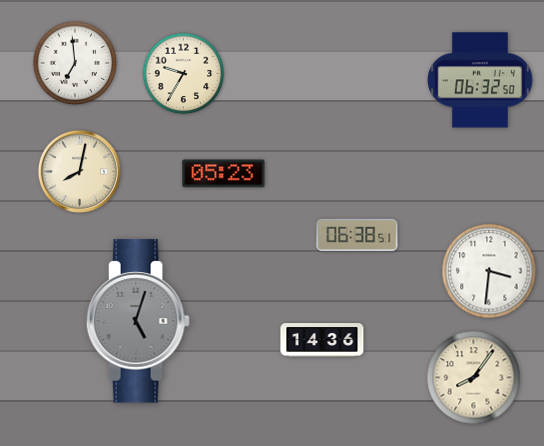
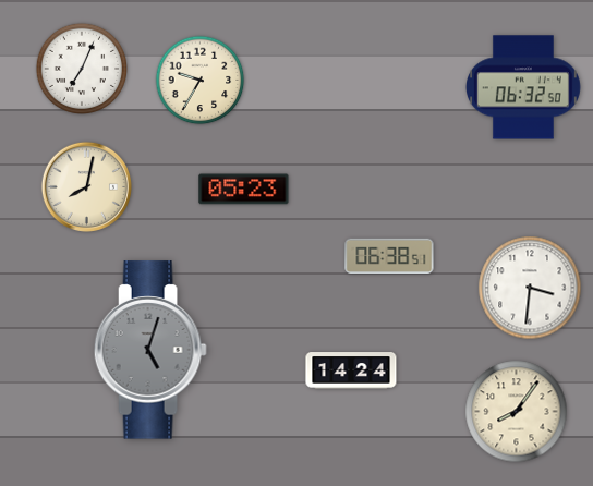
clock at (75, 63): 6:59 -> 7:04
clock at (489, 271) position: (489, 271) -> (530, 288)
clock at (322, 340): 14:36 -> 14:24
